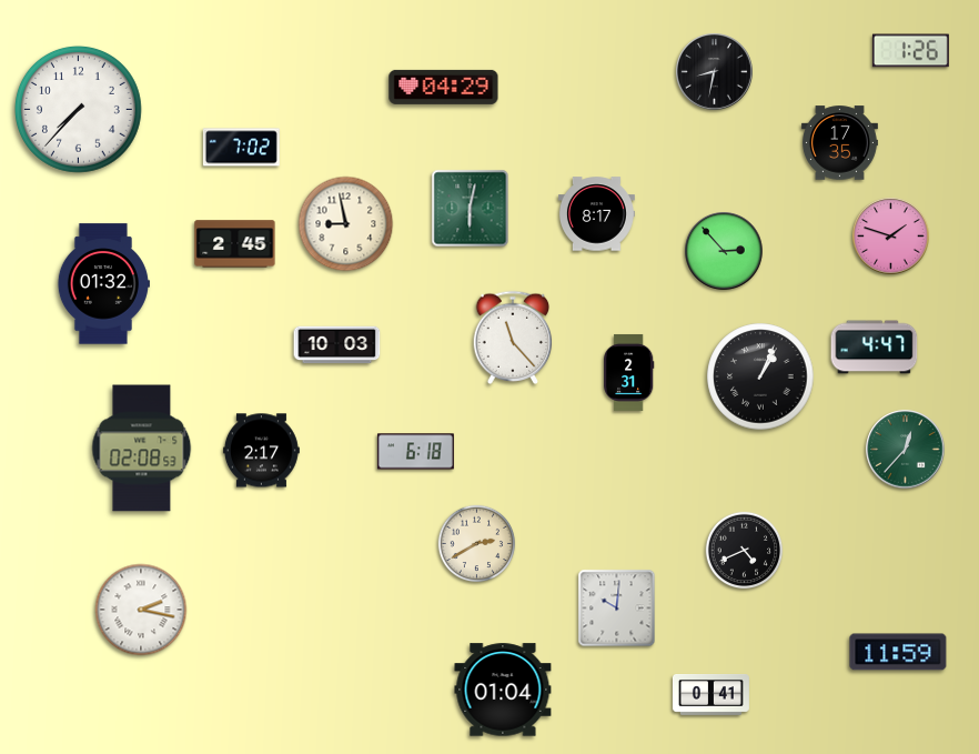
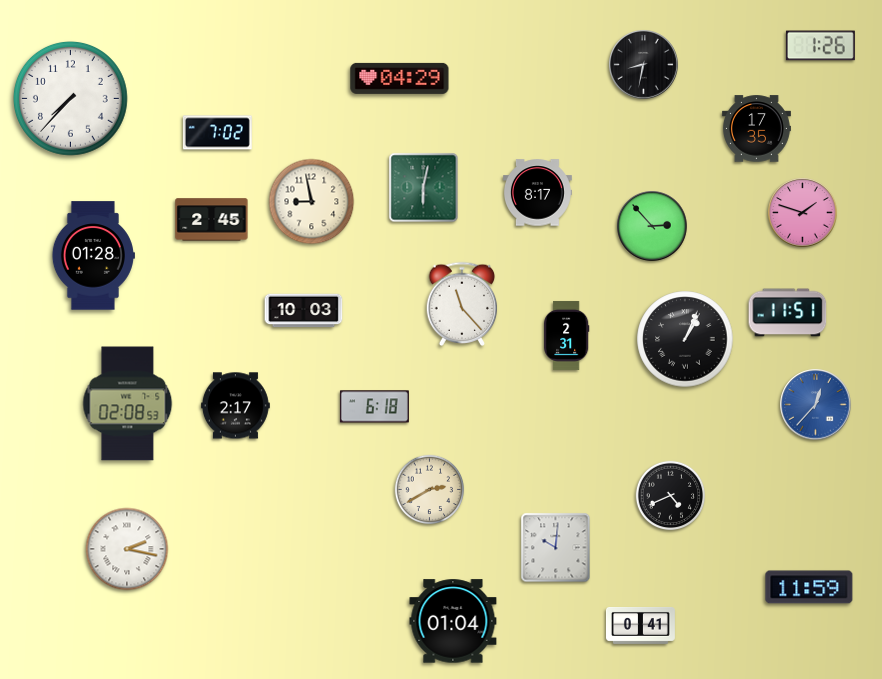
clock at (103, 284): 01:32 -> 01:28
clock at (875, 348): 4:47 -> 11:51
clock at (906, 450) dial: green -> blue
